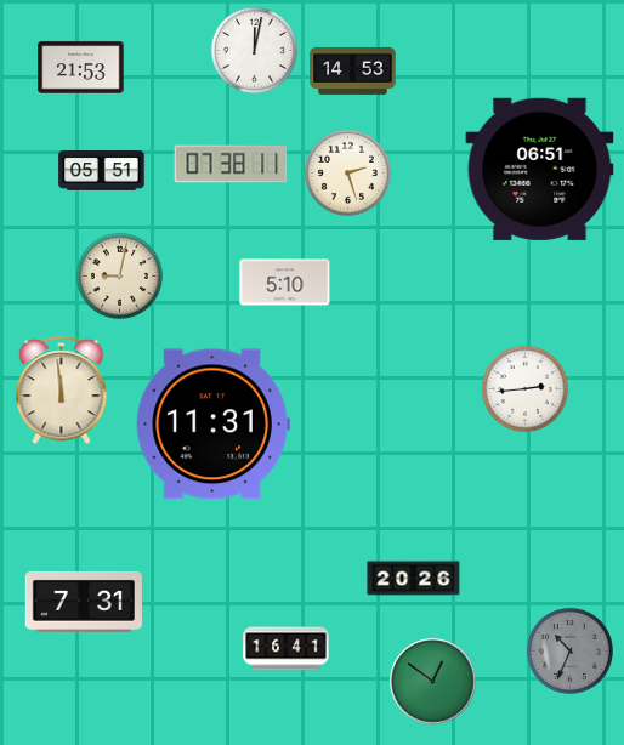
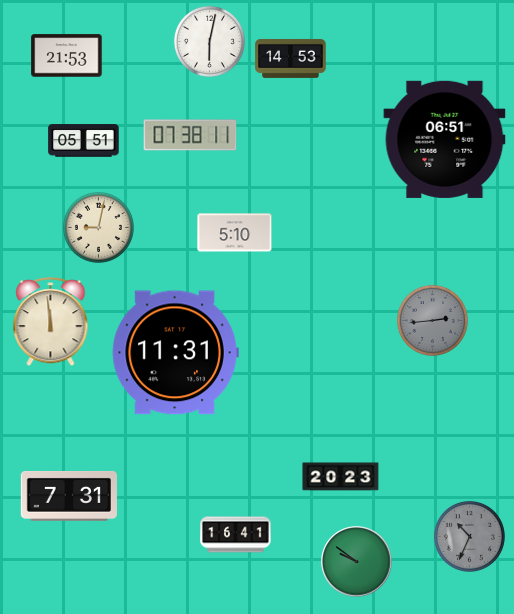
clock at (254, 50): 12:02 -> 6:02
clock at (347, 172): 2:27 -> none
clock at (524, 388) dial: white -> grey
clock at (212, 425) position: (212, 425) -> (175, 353)
clock at (414, 579): 20:26 -> 20:23
clock at (433, 682): 12:51 -> 9:51
